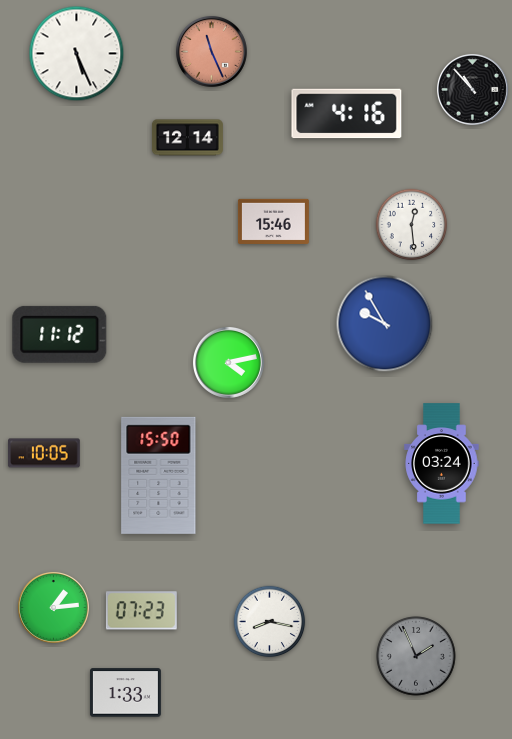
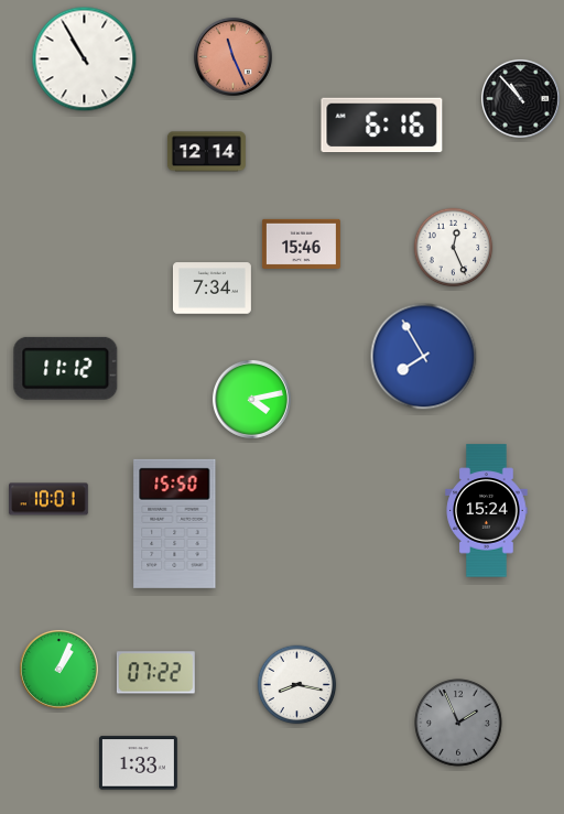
clock at (77, 54): 5:26 -> 10:55
clock at (347, 114): 4:16 -> 6:16
clock at (412, 225): 12:29 -> 12:26
clock at (211, 289): none -> 7:34
clock at (385, 324): 9:55 -> 7:55
clock at (45, 453): 10:05 -> 10:01
clock at (442, 464): 03:24 -> 15:24
clock at (53, 607): 1:14 -> 1:04
clock at (141, 611): 07:23 -> 07:22
